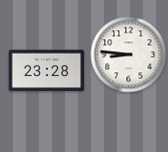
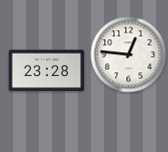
clock at (129, 55): 8:46 -> 12:46
